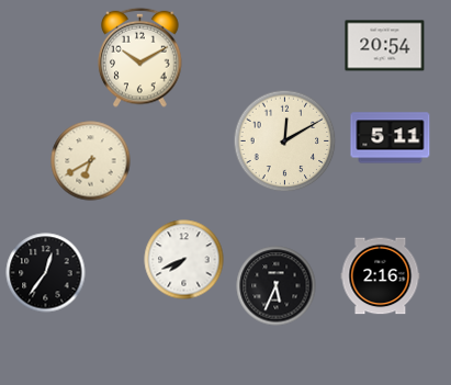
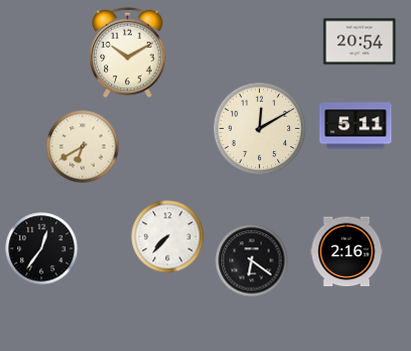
clock at (385, 46) position: (385, 46) -> (360, 42)
clock at (184, 260): 7:41 -> 7:37
clock at (277, 286): 5:34 -> 6:21
